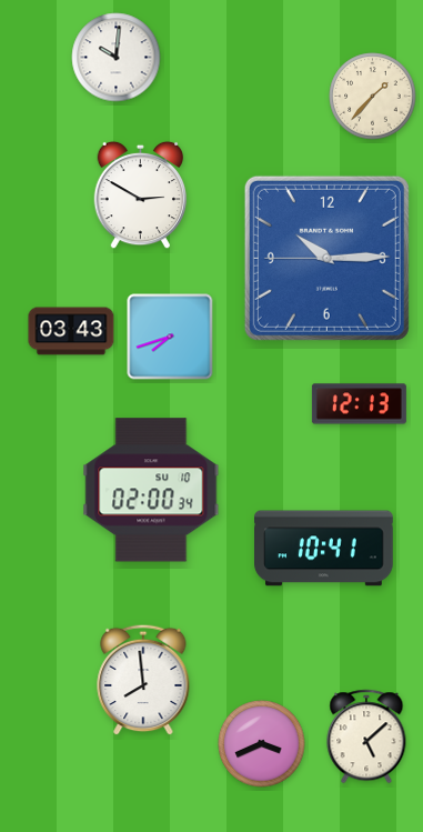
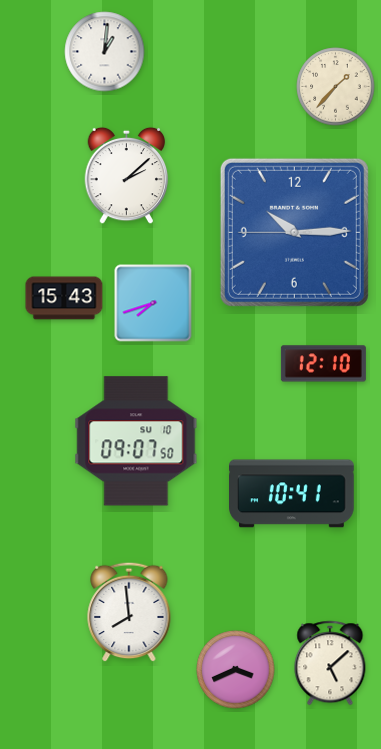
clock at (117, 58): 10:01 -> 1:01
clock at (141, 196): 2:50 -> 2:08
clock at (71, 331): 03:43 -> 15:43
clock at (359, 404): 12:13 -> 12:10
clock at (151, 490): 02:00 -> 09:07
